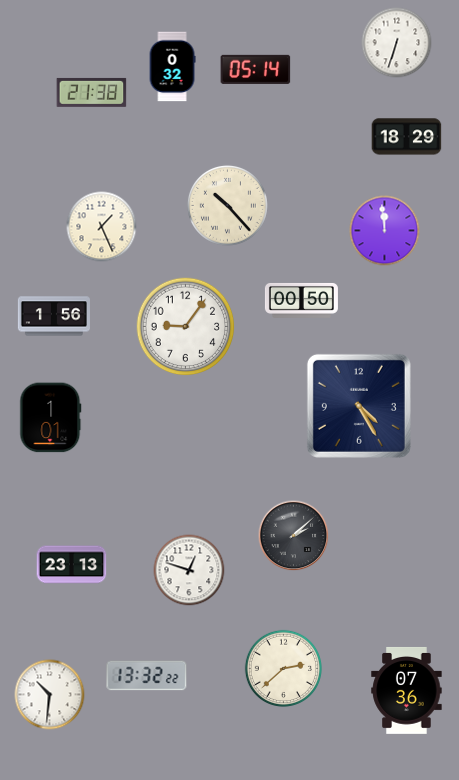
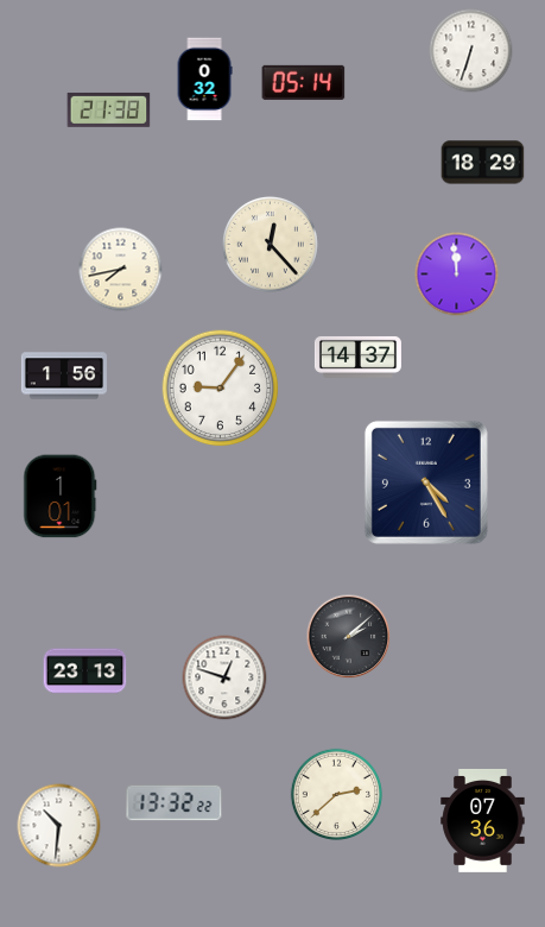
clock at (227, 205): 10:23 -> 12:23
clock at (102, 227): 1:26 -> 7:43
clock at (301, 300): 00:50 -> 14:37
